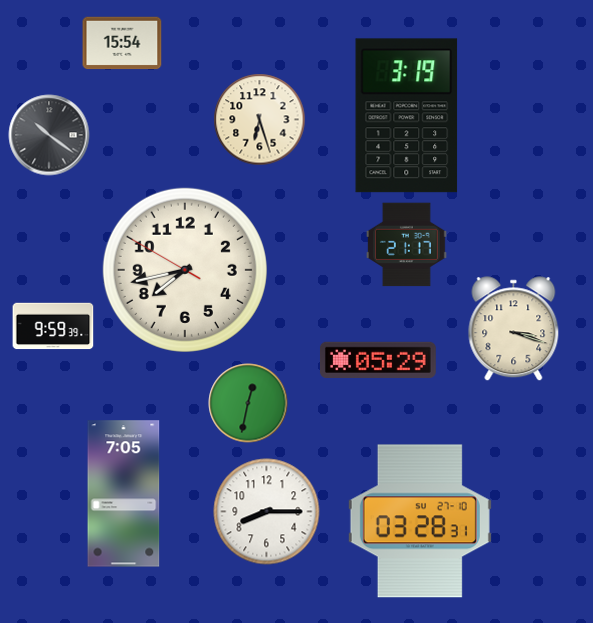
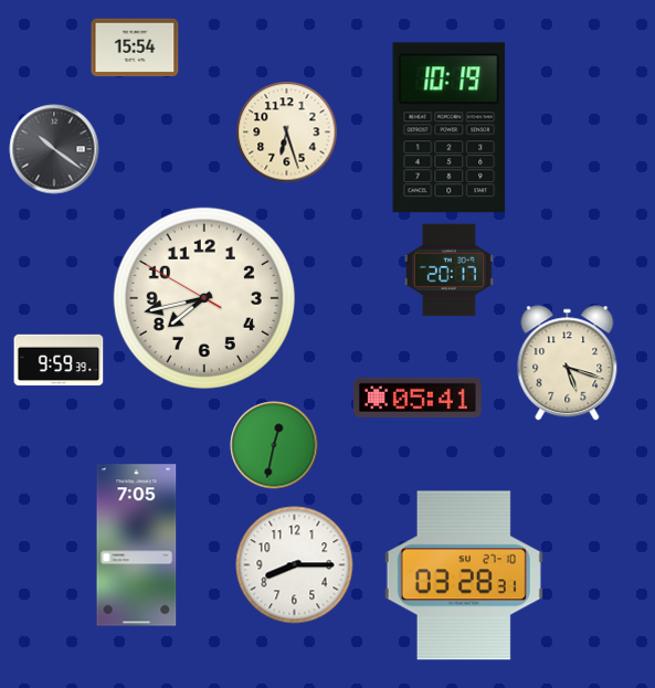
clock at (407, 116): 3:19 -> 10:19
clock at (406, 245): 21:17 -> 20:17
clock at (514, 329): 3:18 -> 5:18
clock at (378, 360): 05:29 -> 05:41
